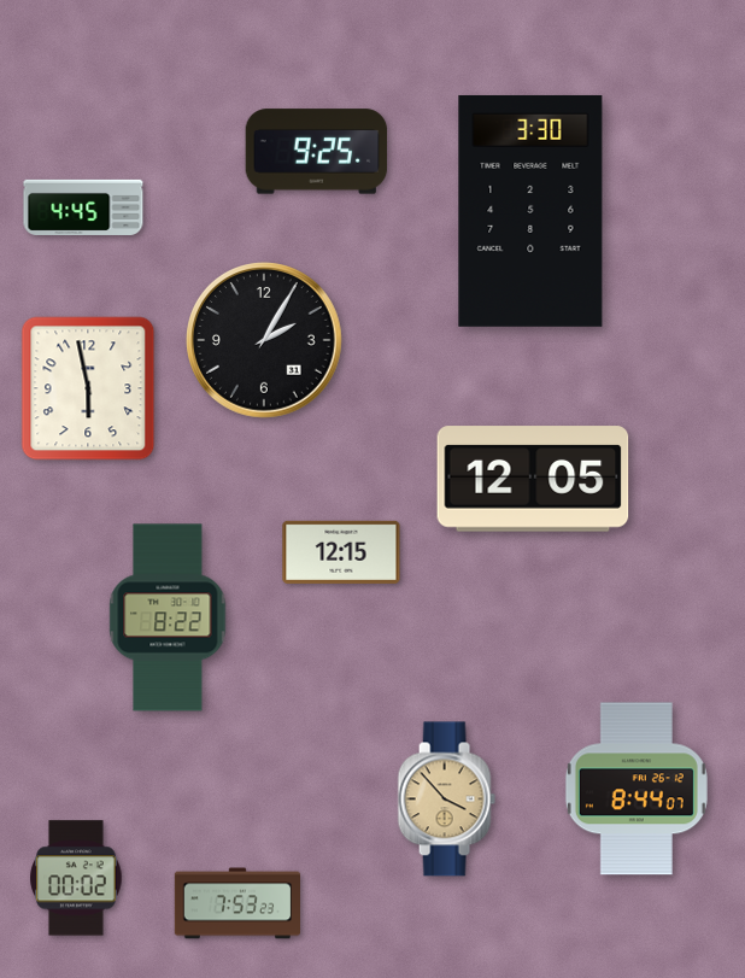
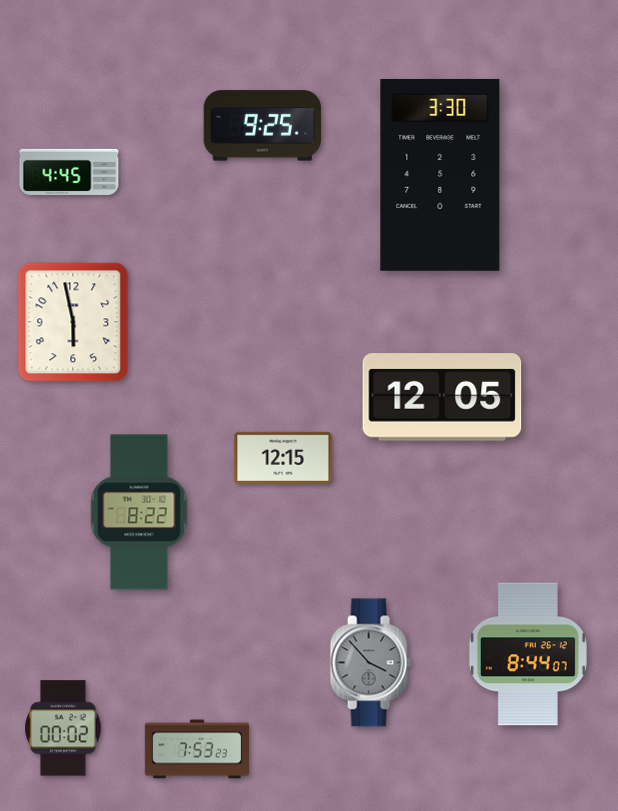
clock at (264, 340): 2:05 -> none
clock at (446, 800) dial: champagne -> grey
